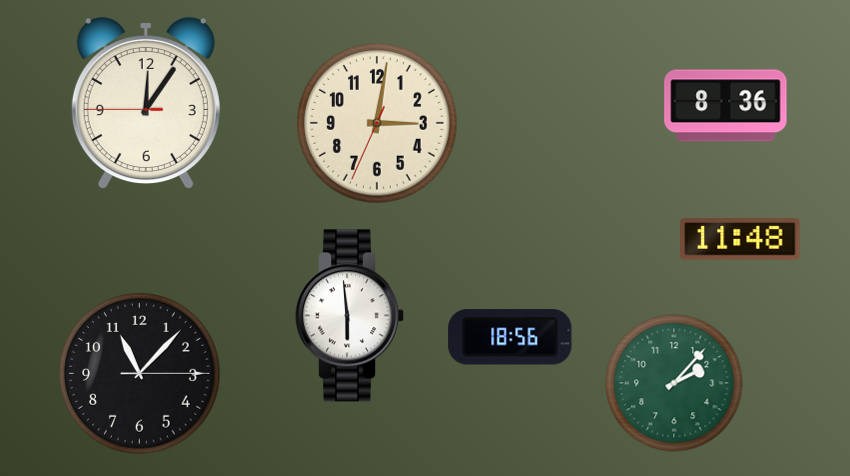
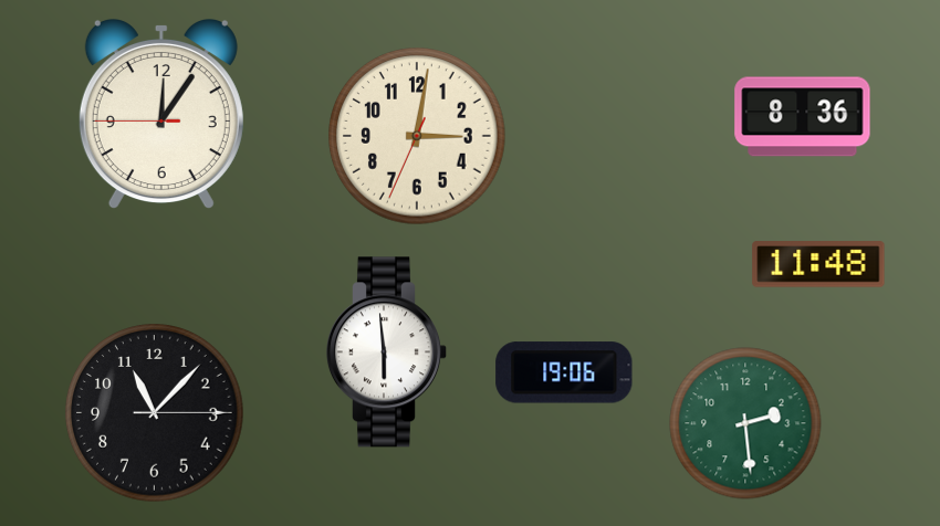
clock at (349, 316) position: (349, 316) -> (386, 353)
clock at (510, 337): 18:56 -> 19:06
clock at (674, 383): 2:07 -> 2:29
